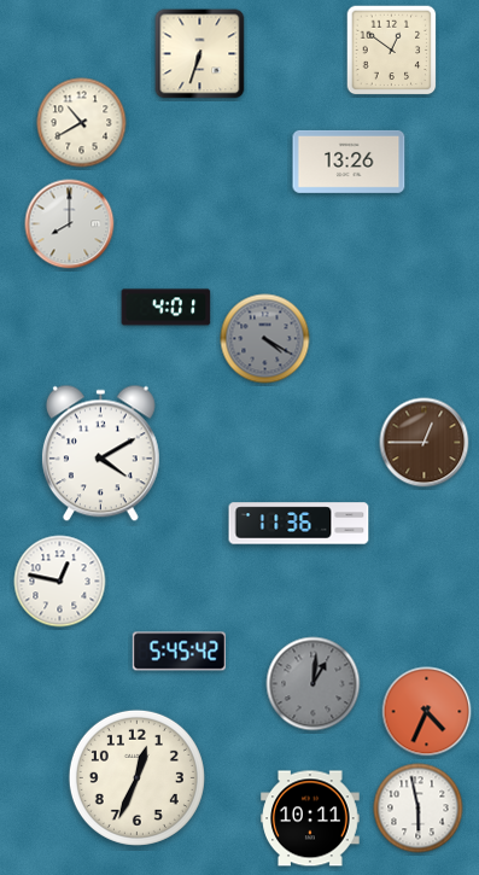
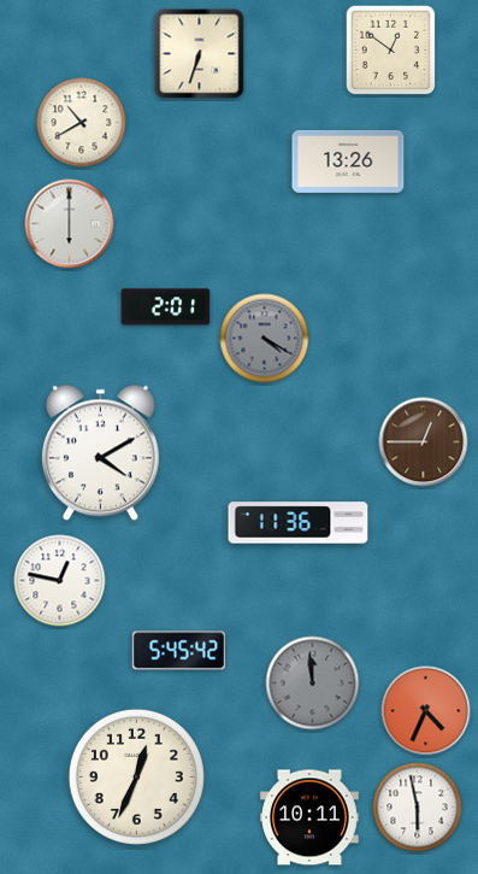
clock at (70, 224): 8:00 -> 6:00
clock at (167, 308): 4:01 -> 2:01
clock at (314, 684): 1:01 -> 11:59
